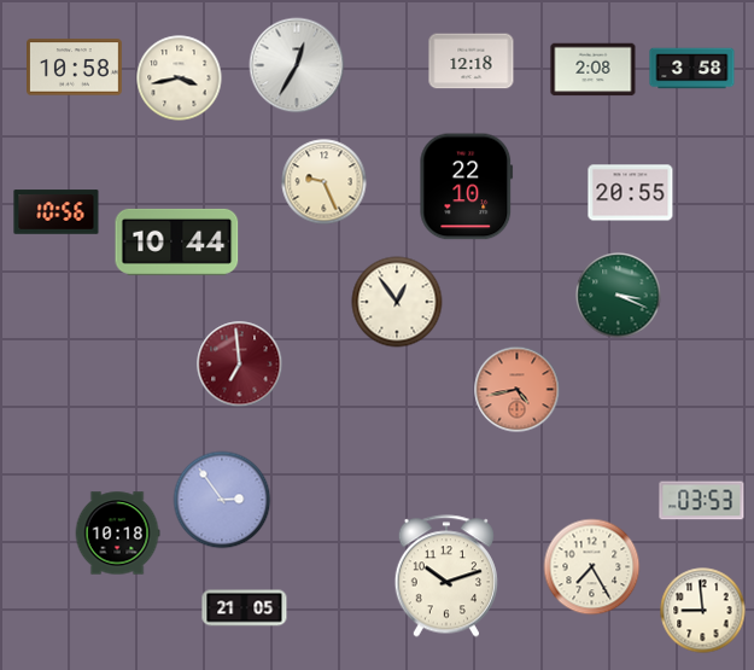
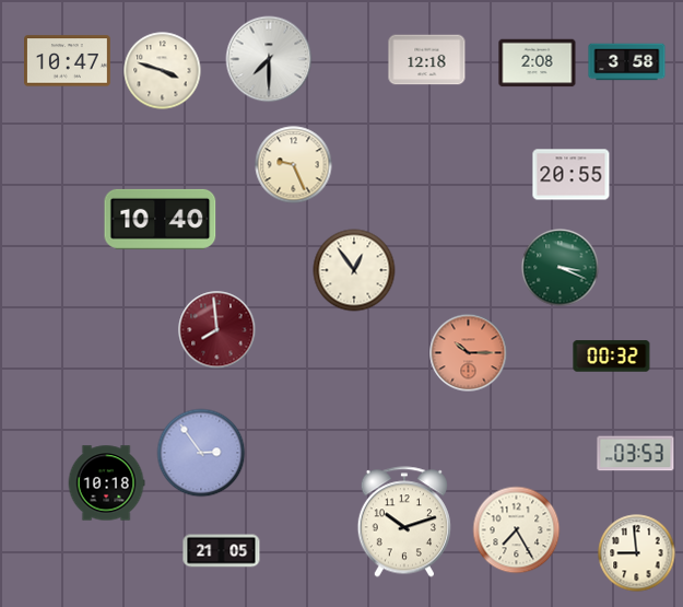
clock at (472, 62) position: (472, 62) -> (427, 60)
clock at (297, 65): 12:35 -> 7:30
clock at (75, 68): 10:58 -> 10:47
clock at (180, 78): 3:43 -> 3:48
clock at (467, 187): 22:10 -> none
clock at (57, 212): 10:56 -> none
clock at (177, 241): 10:44 -> 10:40
clock at (397, 302) position: (397, 302) -> (354, 270)
clock at (240, 365): 6:59 -> 7:59
clock at (518, 390): 4:43 -> 10:15
clock at (612, 357): none -> 00:32
clock at (592, 567) position: (592, 567) -> (517, 530)
